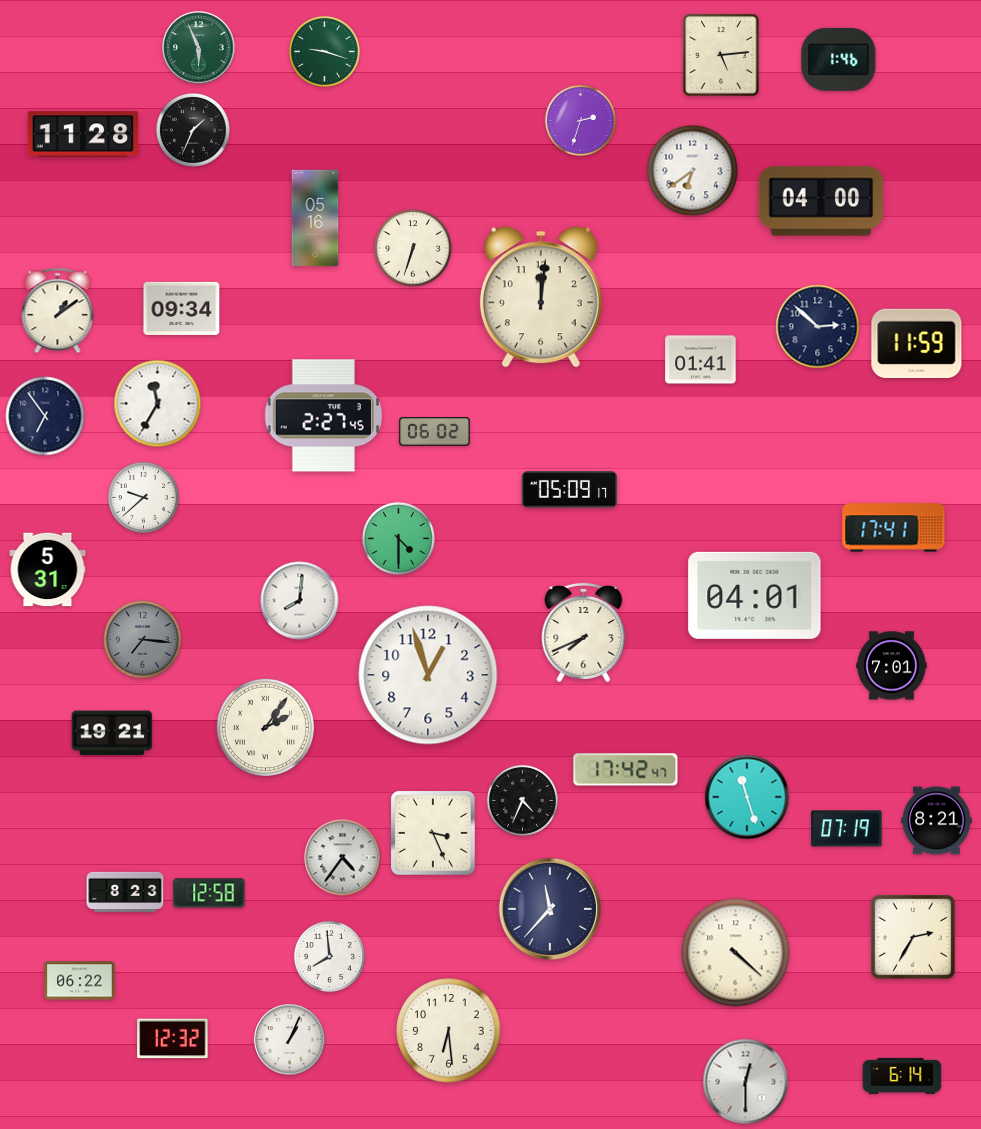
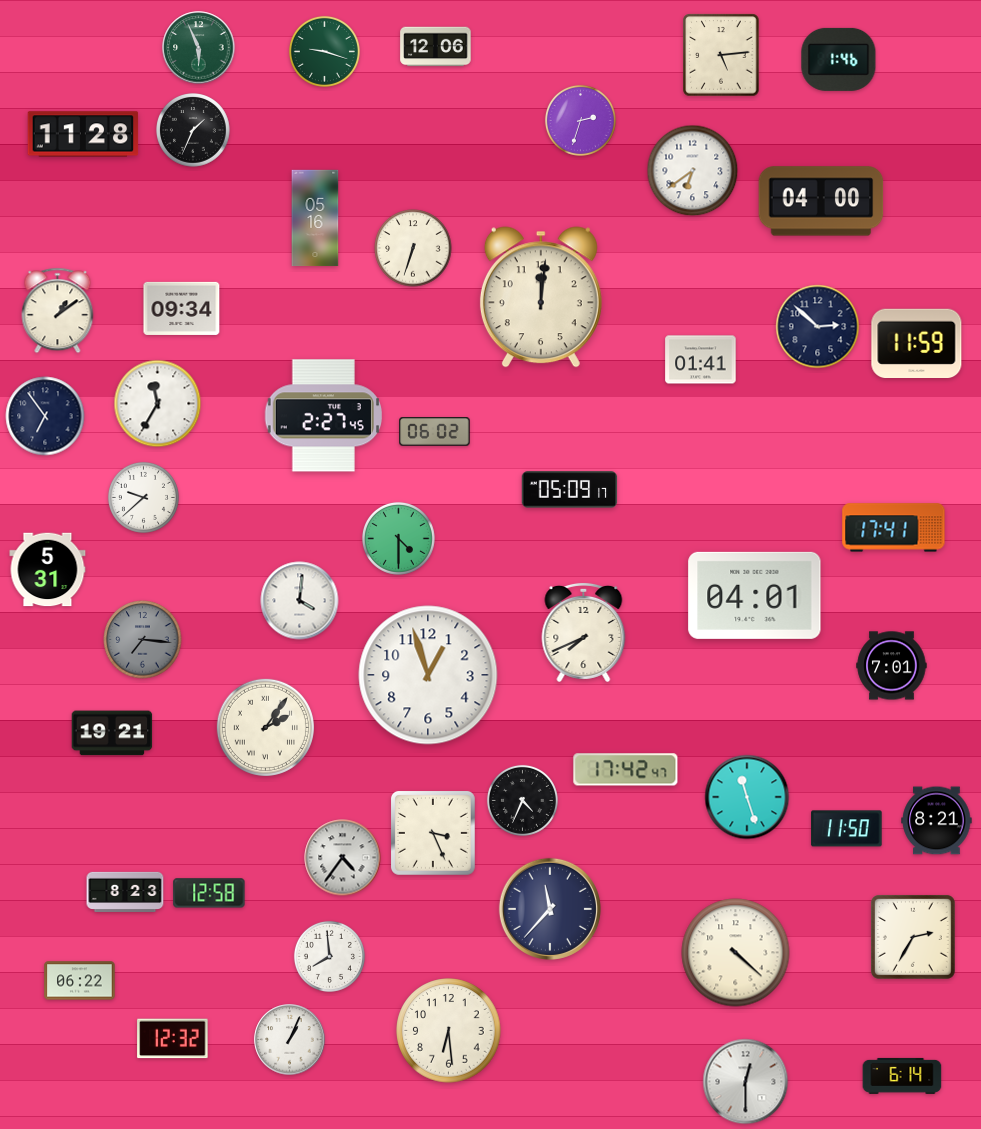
clock at (436, 47): none -> 12:06
clock at (300, 601): 8:01 -> 4:01
clock at (847, 829): 07:19 -> 11:50
